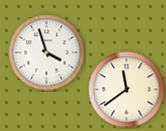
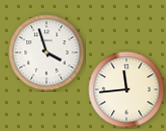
clock at (127, 90): 11:39 -> 11:44
